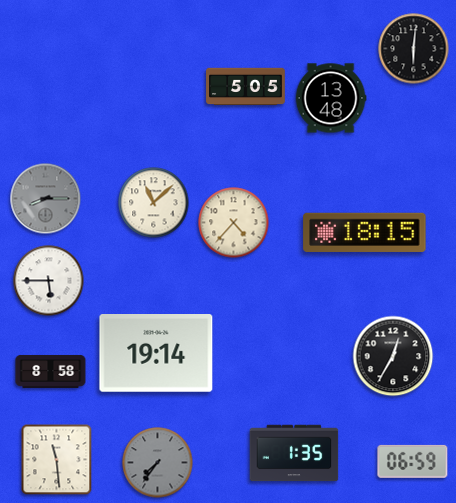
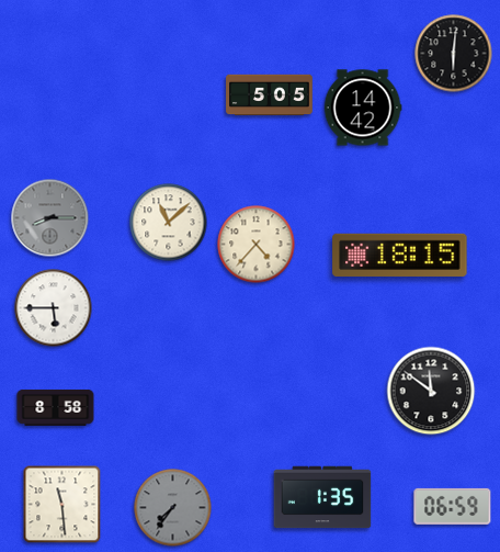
clock at (331, 98): 13:48 -> 14:42
clock at (156, 354): 19:14 -> none
clock at (393, 356): 12:35 -> 11:51
